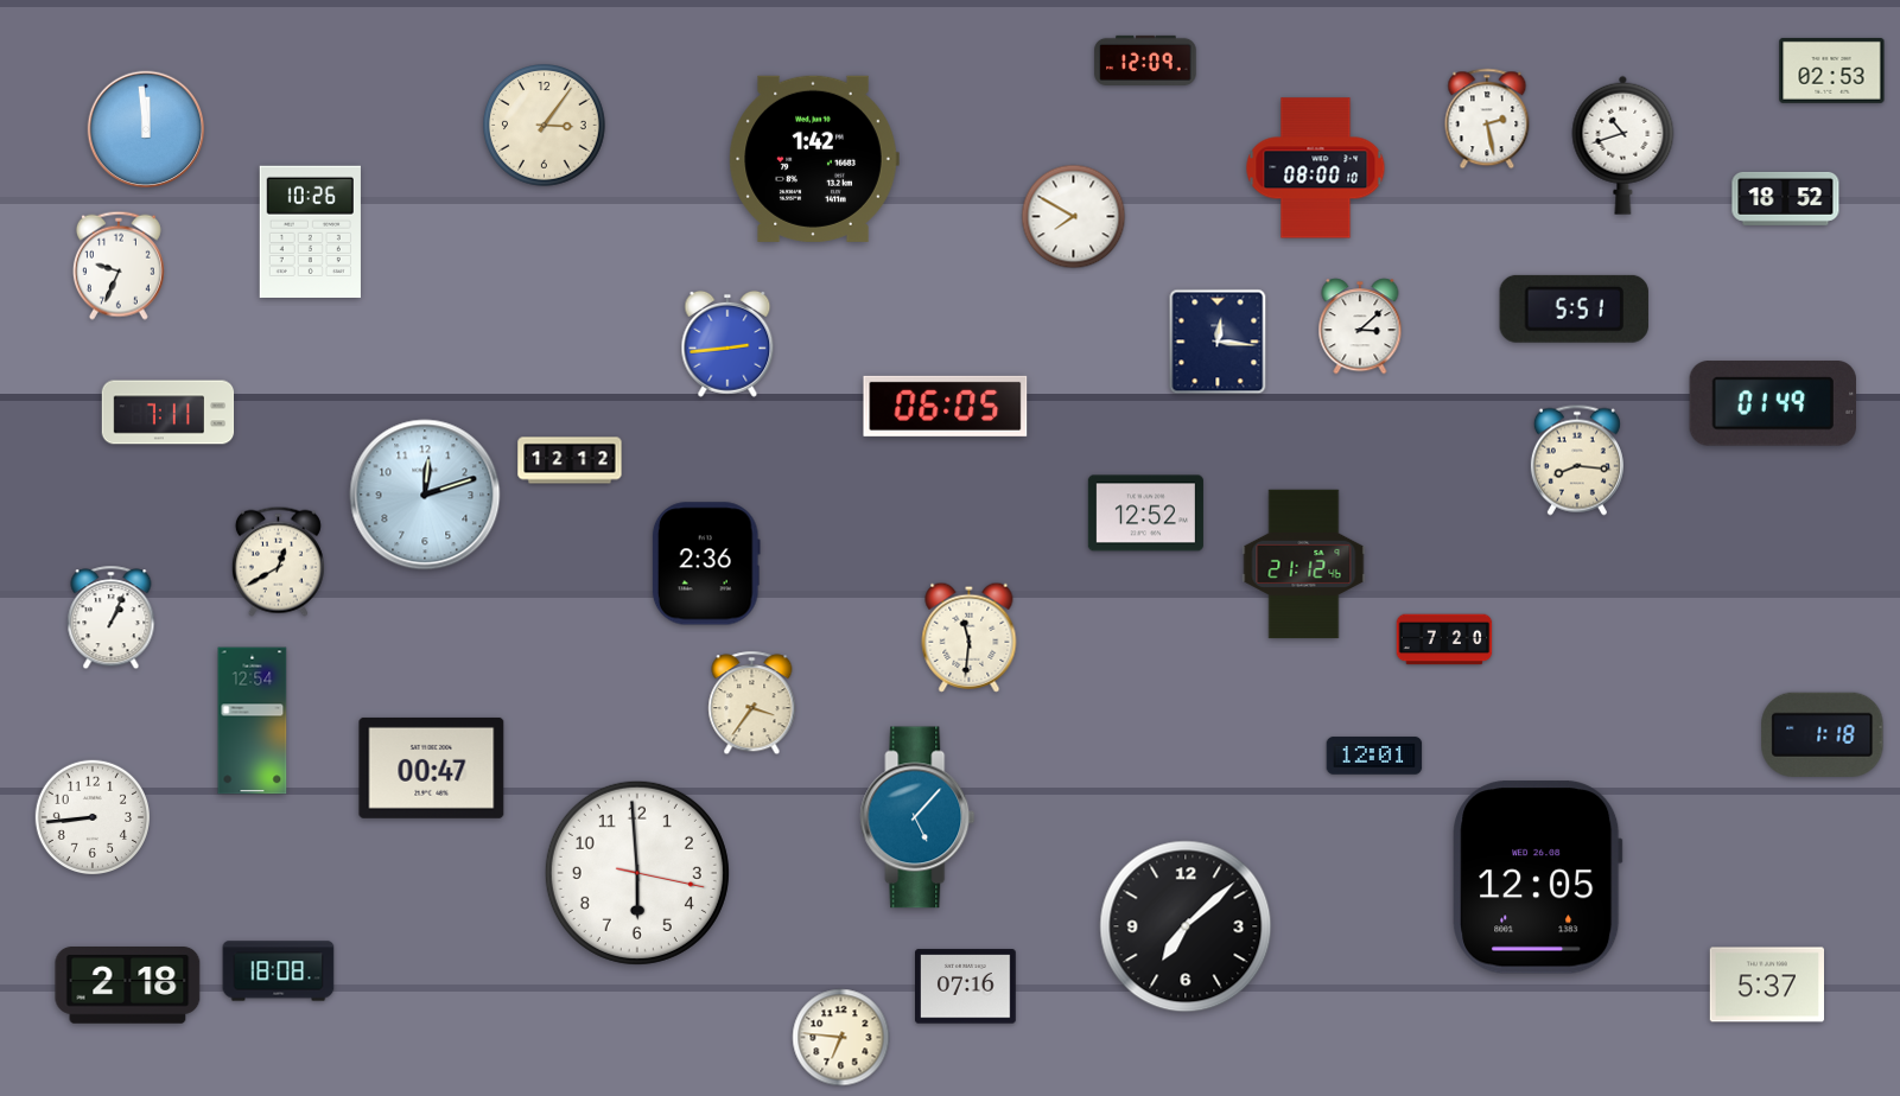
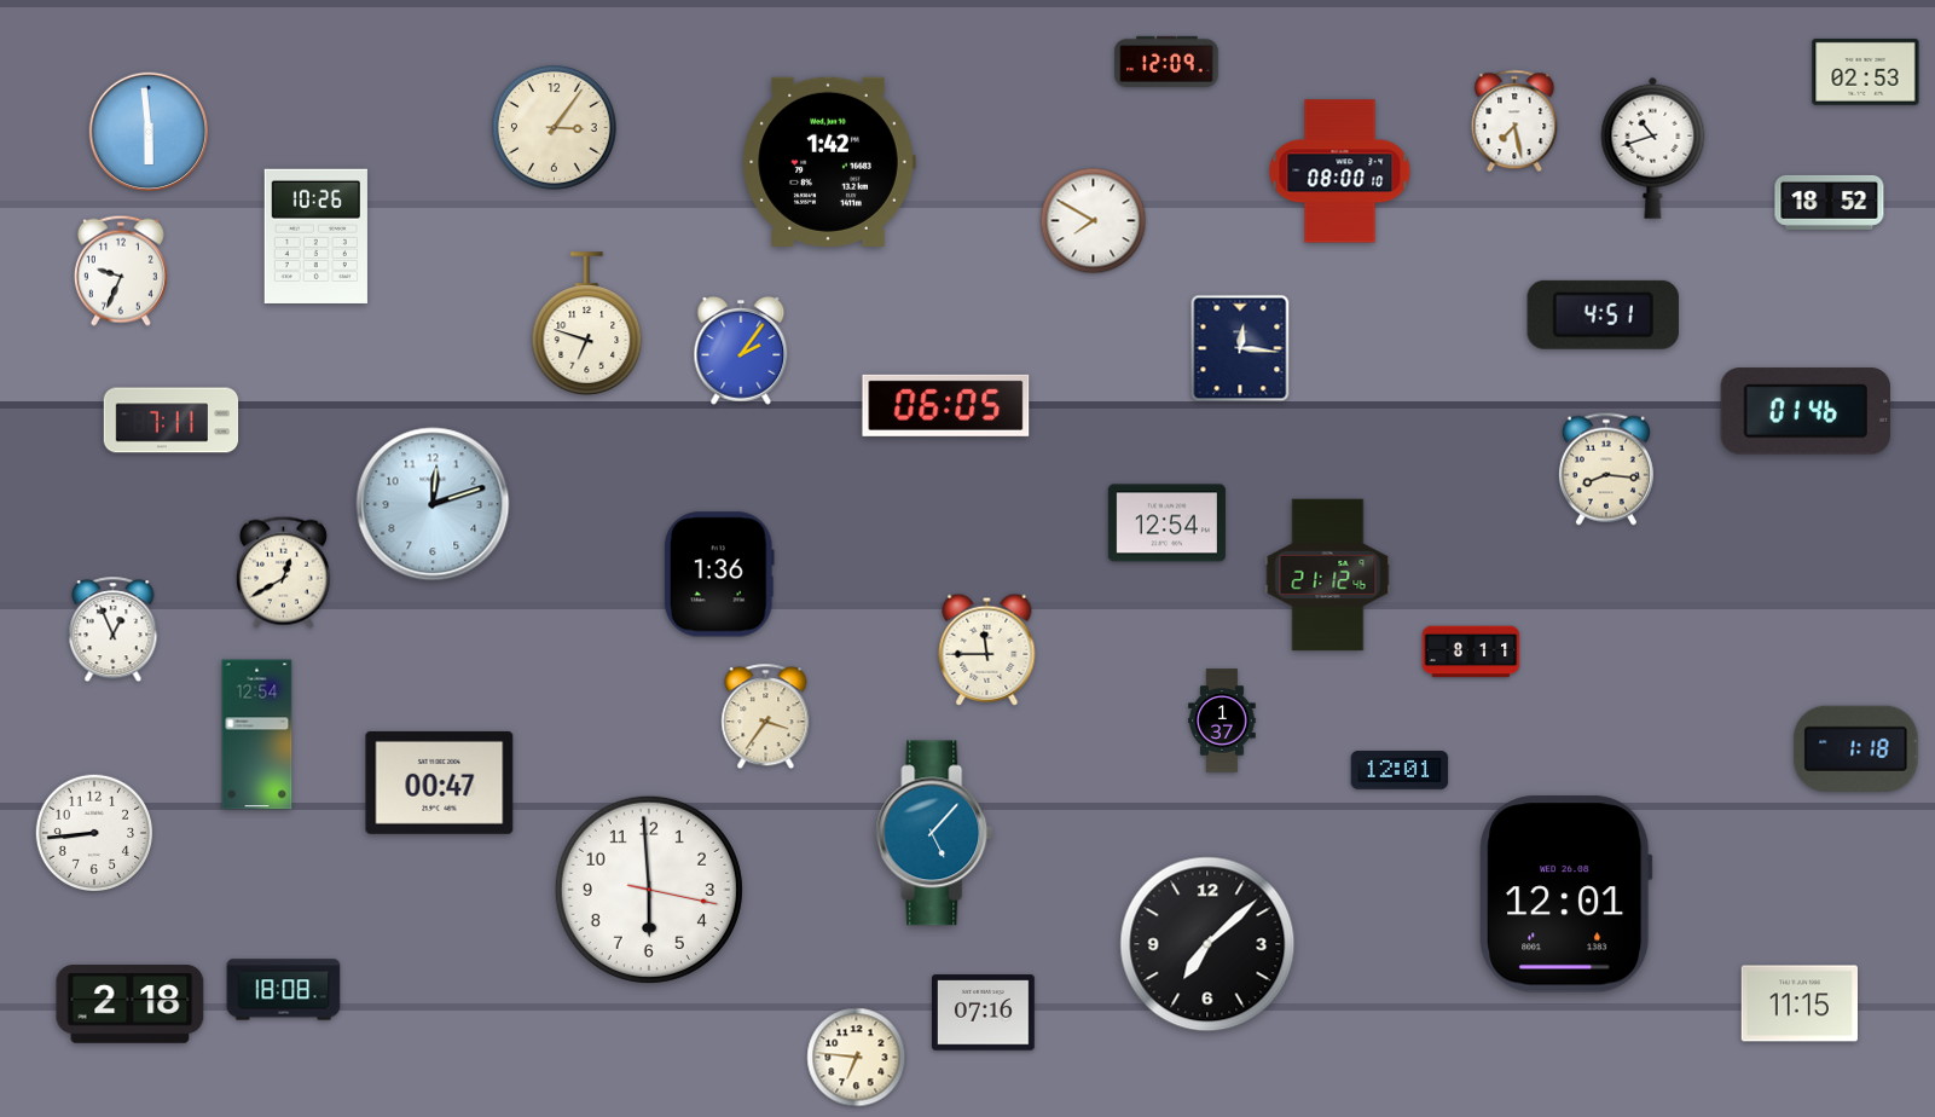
clock at (1487, 119): 2:28 -> 7:28
clock at (146, 129): 11:59 -> 5:59
clock at (1786, 198) position: (1786, 198) -> (1830, 202)
clock at (1574, 308): 5:51 -> 4:51
clock at (587, 324): none -> 6:48
clock at (1360, 326): 3:08 -> none
clock at (727, 344): 2:44 -> 2:06
clock at (1772, 403): 01:49 -> 01:46
clock at (946, 406) position: (946, 406) -> (946, 405)
clock at (570, 460): 12:12 -> none
clock at (1145, 514): 12:52 -> 12:54
clock at (706, 563): 2:36 -> 1:36
clock at (112, 618): 1:04 -> 12:56
clock at (970, 637): 11:31 -> 11:45
clock at (1444, 639): 7:20 -> 8:11
clock at (1222, 720): none -> 1:37
clock at (1538, 878): 12:05 -> 12:01
clock at (1766, 985): 5:37 -> 11:15
clock at (966, 987) position: (966, 987) -> (984, 1013)
